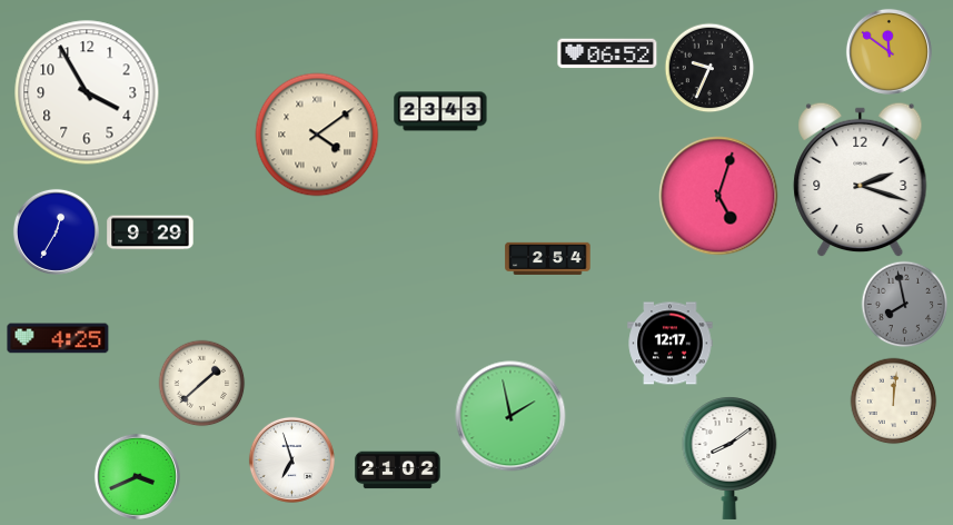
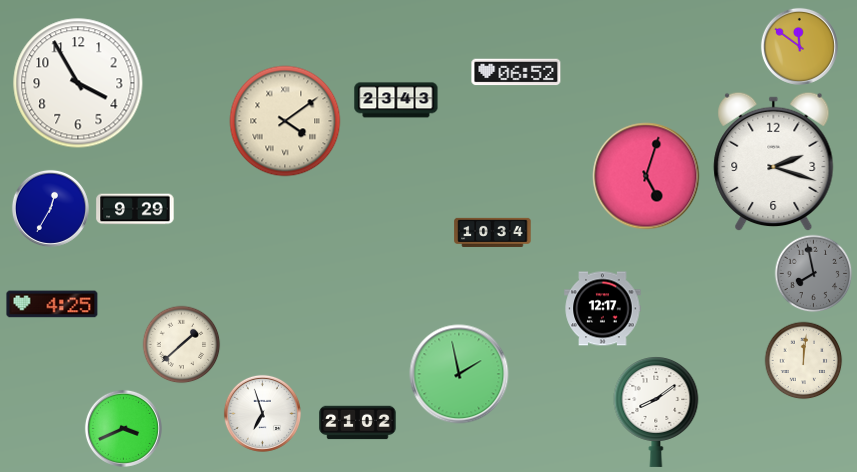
clock at (607, 53) position: (607, 53) -> (516, 72)
clock at (709, 68): 9:34 -> none
clock at (548, 258): 2:54 -> 10:34
